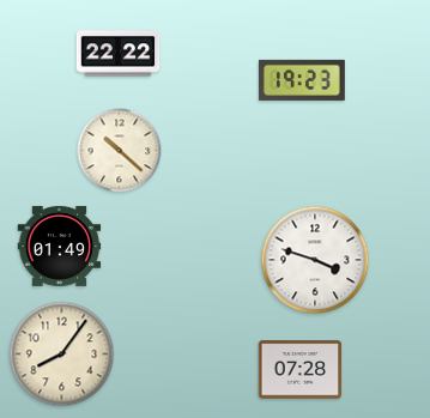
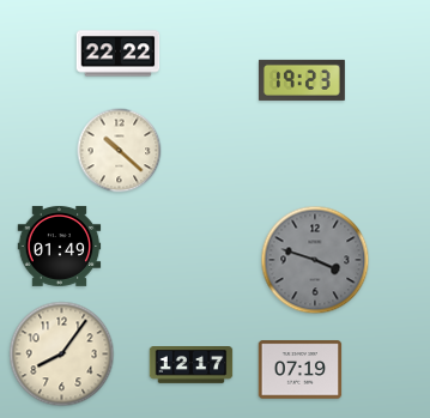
clock at (315, 260) dial: white -> grey
clock at (192, 365): none -> 12:17
clock at (301, 370): 07:28 -> 07:19
